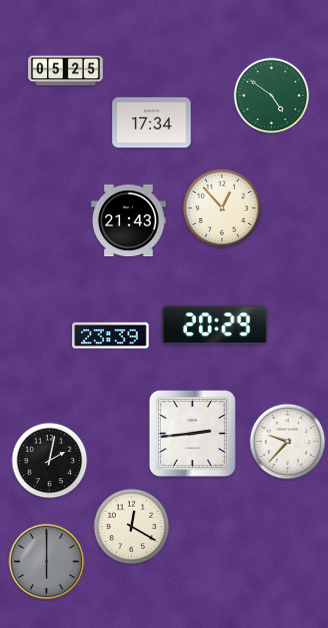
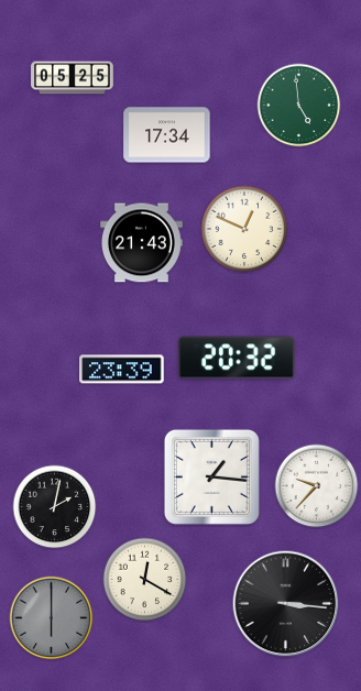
clock at (272, 96): 4:51 -> 4:59
clock at (222, 208): 12:53 -> 12:49
clock at (215, 325): 20:29 -> 20:32
clock at (192, 433): 2:44 -> 1:16
clock at (286, 604): none -> 3:16
